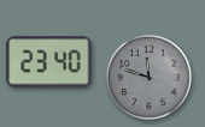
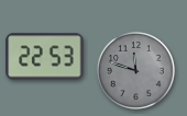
clock at (49, 62): 23:40 -> 22:53
